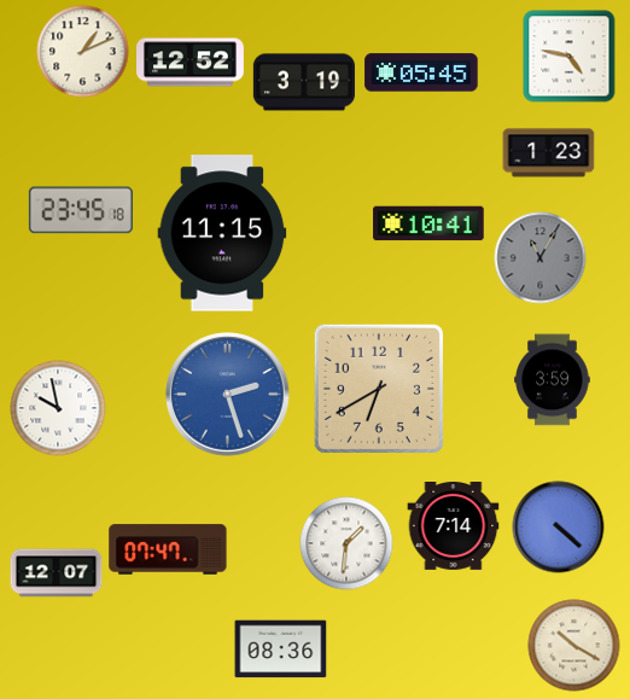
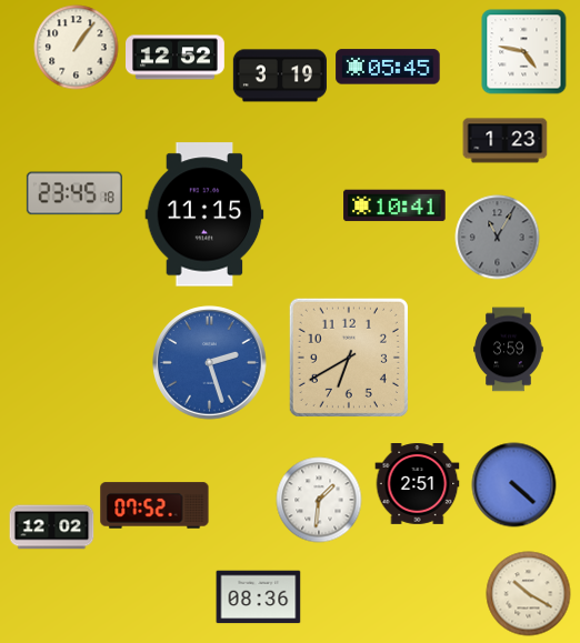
clock at (83, 52): 1:11 -> 1:06
clock at (58, 408): 9:58 -> none
clock at (454, 526): 7:14 -> 2:51
clock at (168, 549): 07:47 -> 07:52
clock at (57, 573): 12:07 -> 12:02
